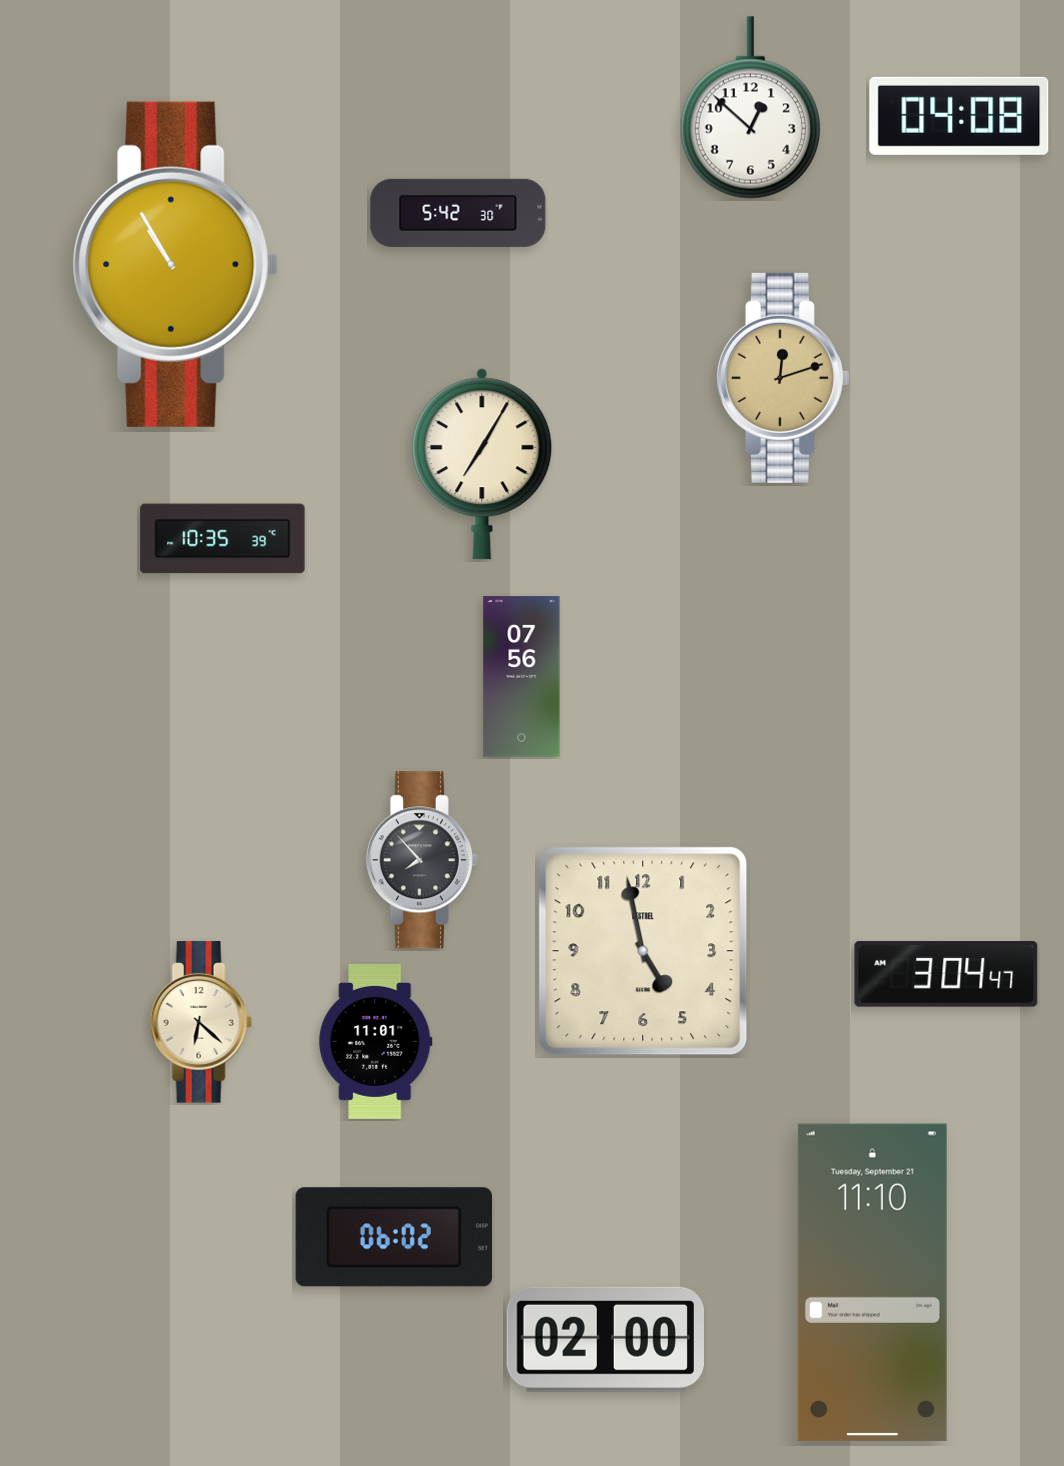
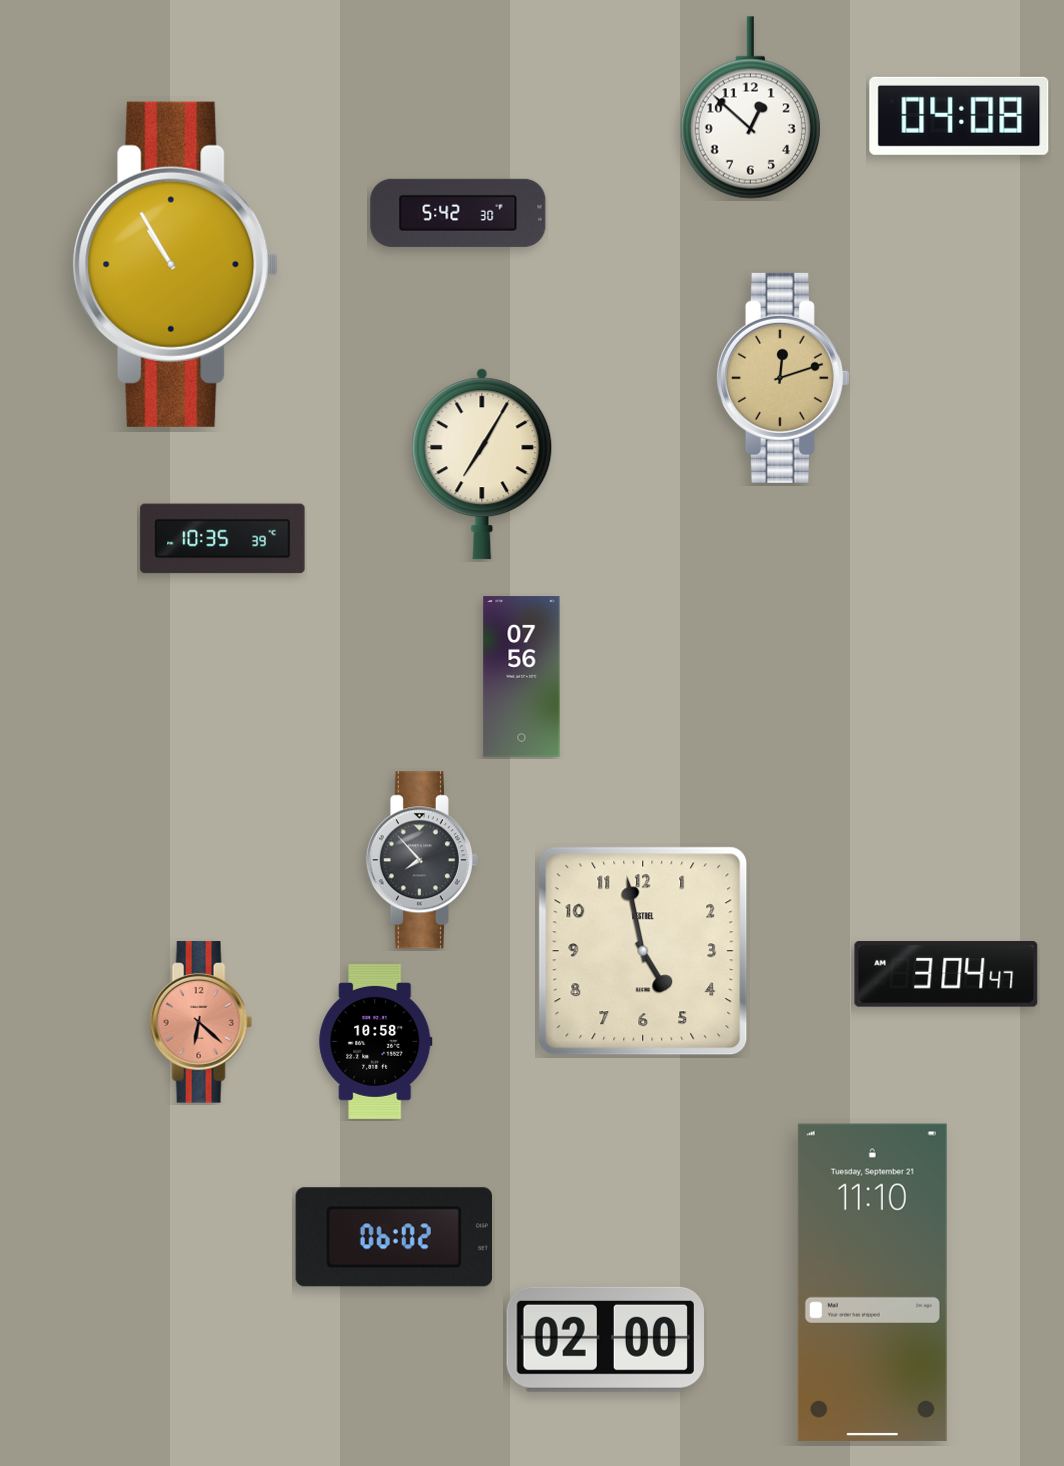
clock at (201, 1022) dial: cream -> salmon
clock at (376, 1041): 11:01 -> 10:58
